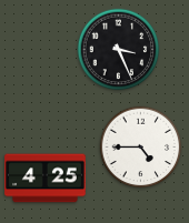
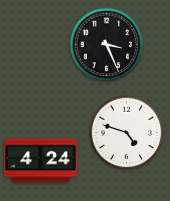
clock at (141, 148): 4:45 -> 4:48
clock at (46, 179): 4:25 -> 4:24
